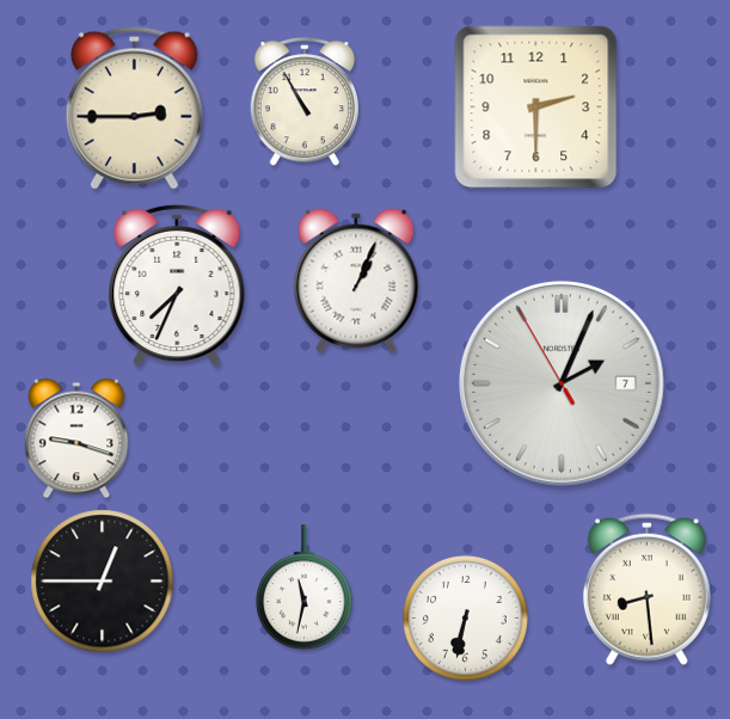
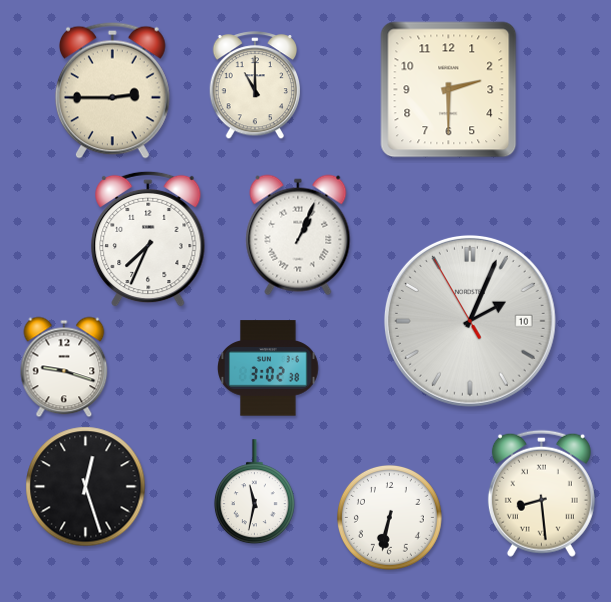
clock at (303, 103): 10:55 -> 11:00
clock at (562, 383) date: 7 -> 10
clock at (269, 368): none -> 3:02
clock at (103, 582): 12:45 -> 12:27
